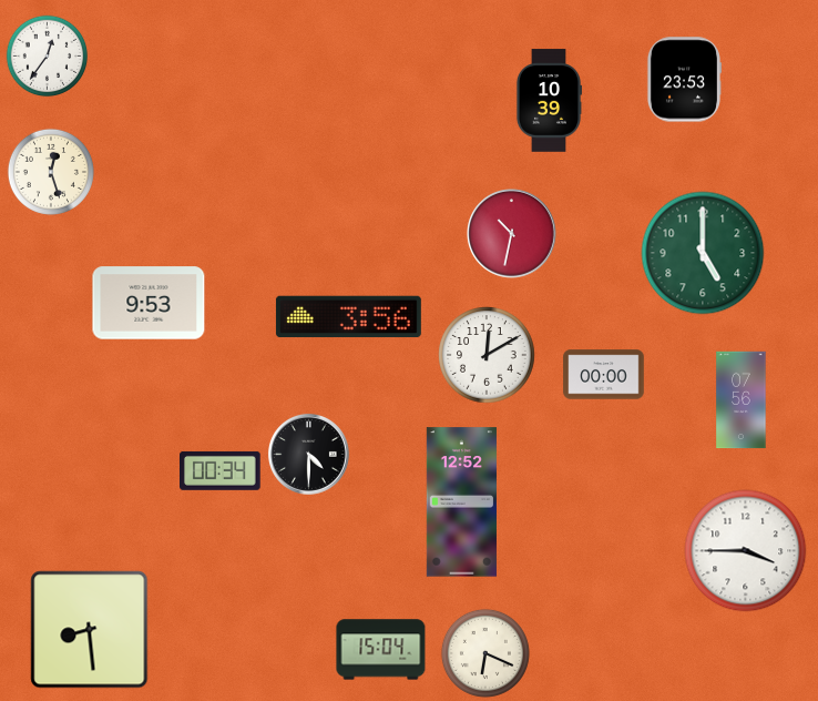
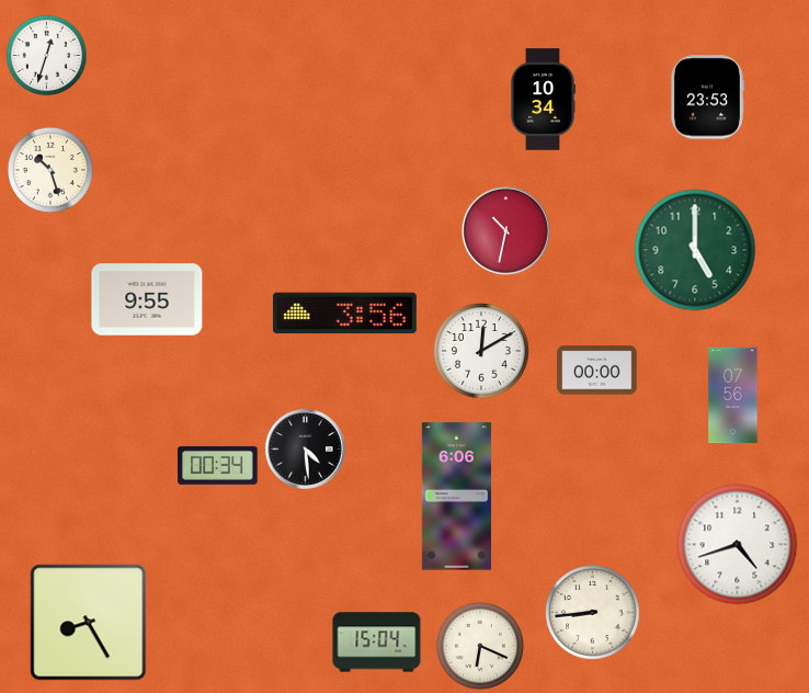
clock at (48, 57): 12:36 -> 12:33
clock at (684, 80) position: (684, 80) -> (707, 98)
clock at (548, 101): 10:39 -> 10:34
clock at (51, 172): 12:27 -> 10:27
clock at (149, 303): 9:53 -> 9:55
clock at (308, 454): 4:30 -> 4:29
clock at (461, 502): 12:52 -> 6:06
clock at (746, 551): 3:45 -> 4:42
clock at (593, 613): none -> 8:44
clock at (90, 630): 8:29 -> 8:25
